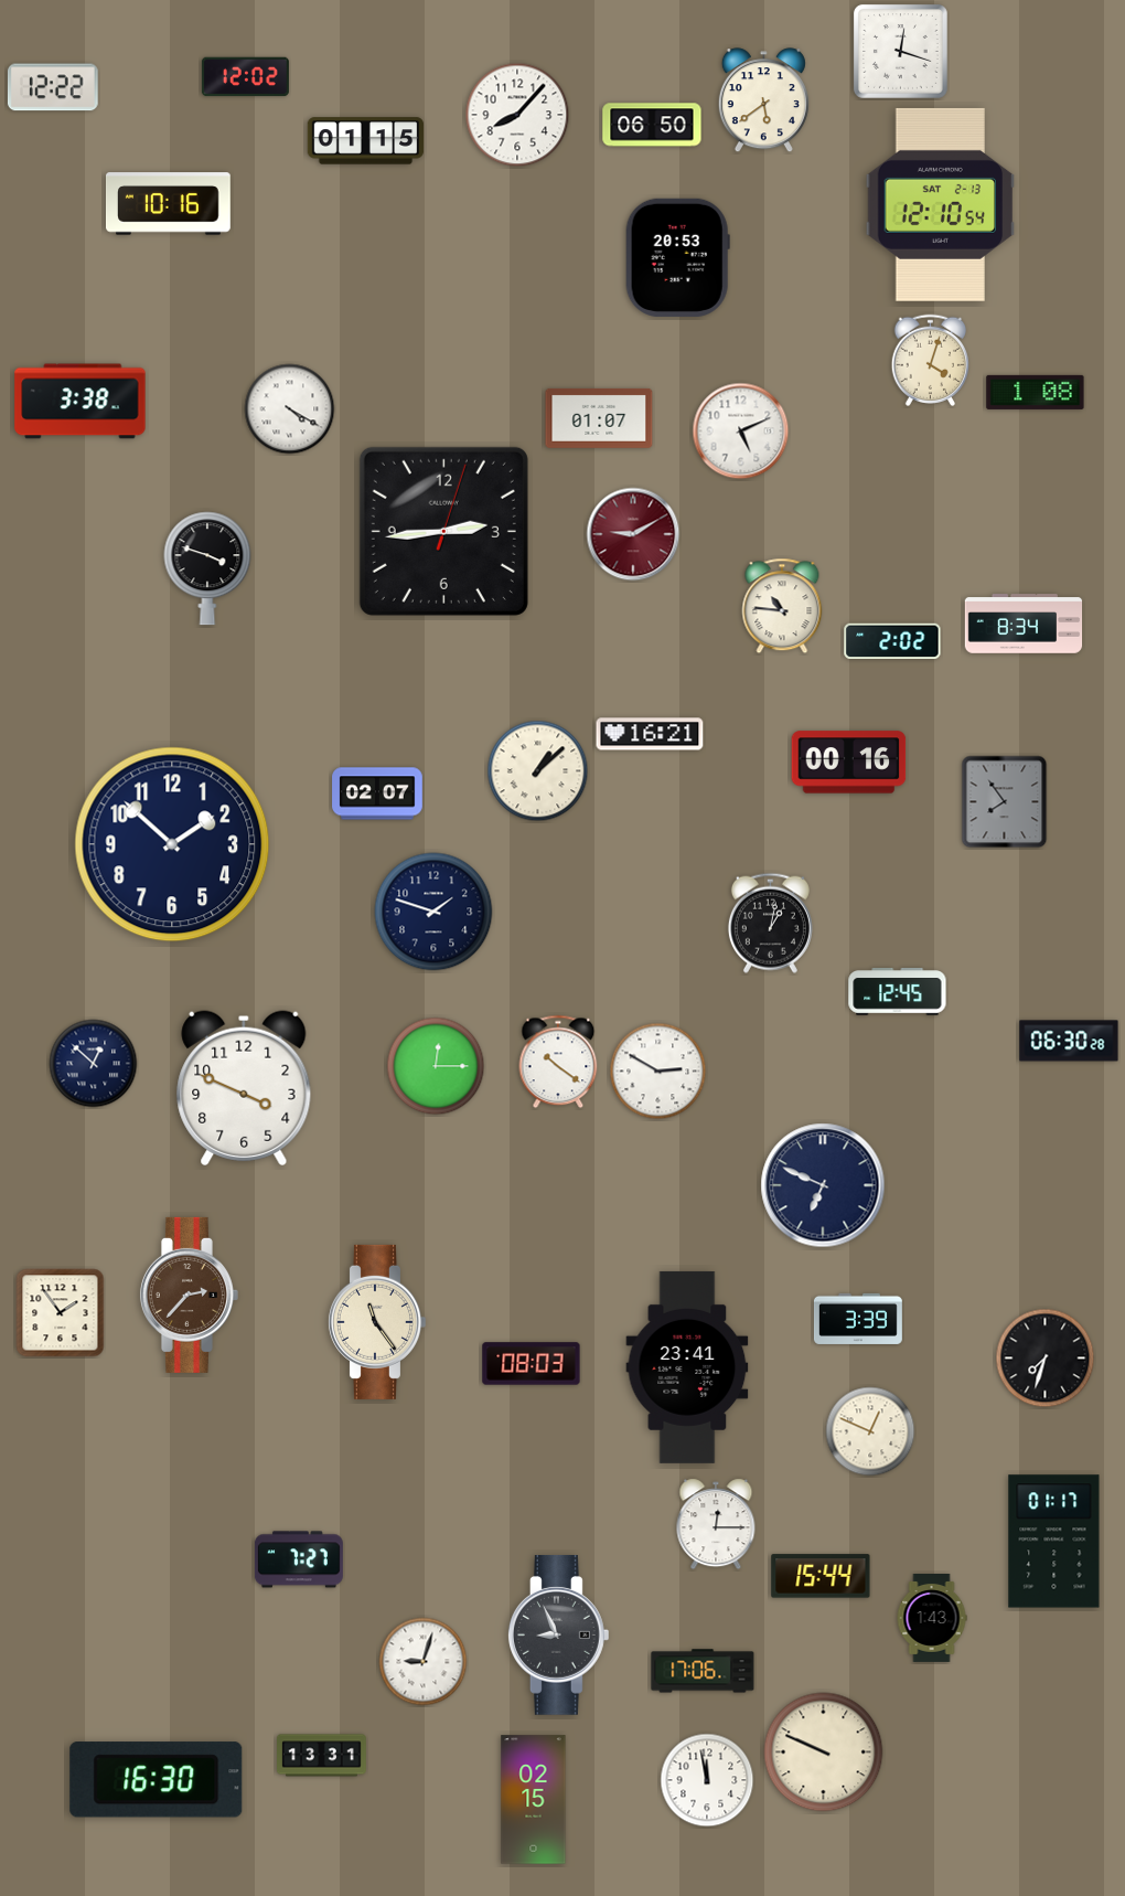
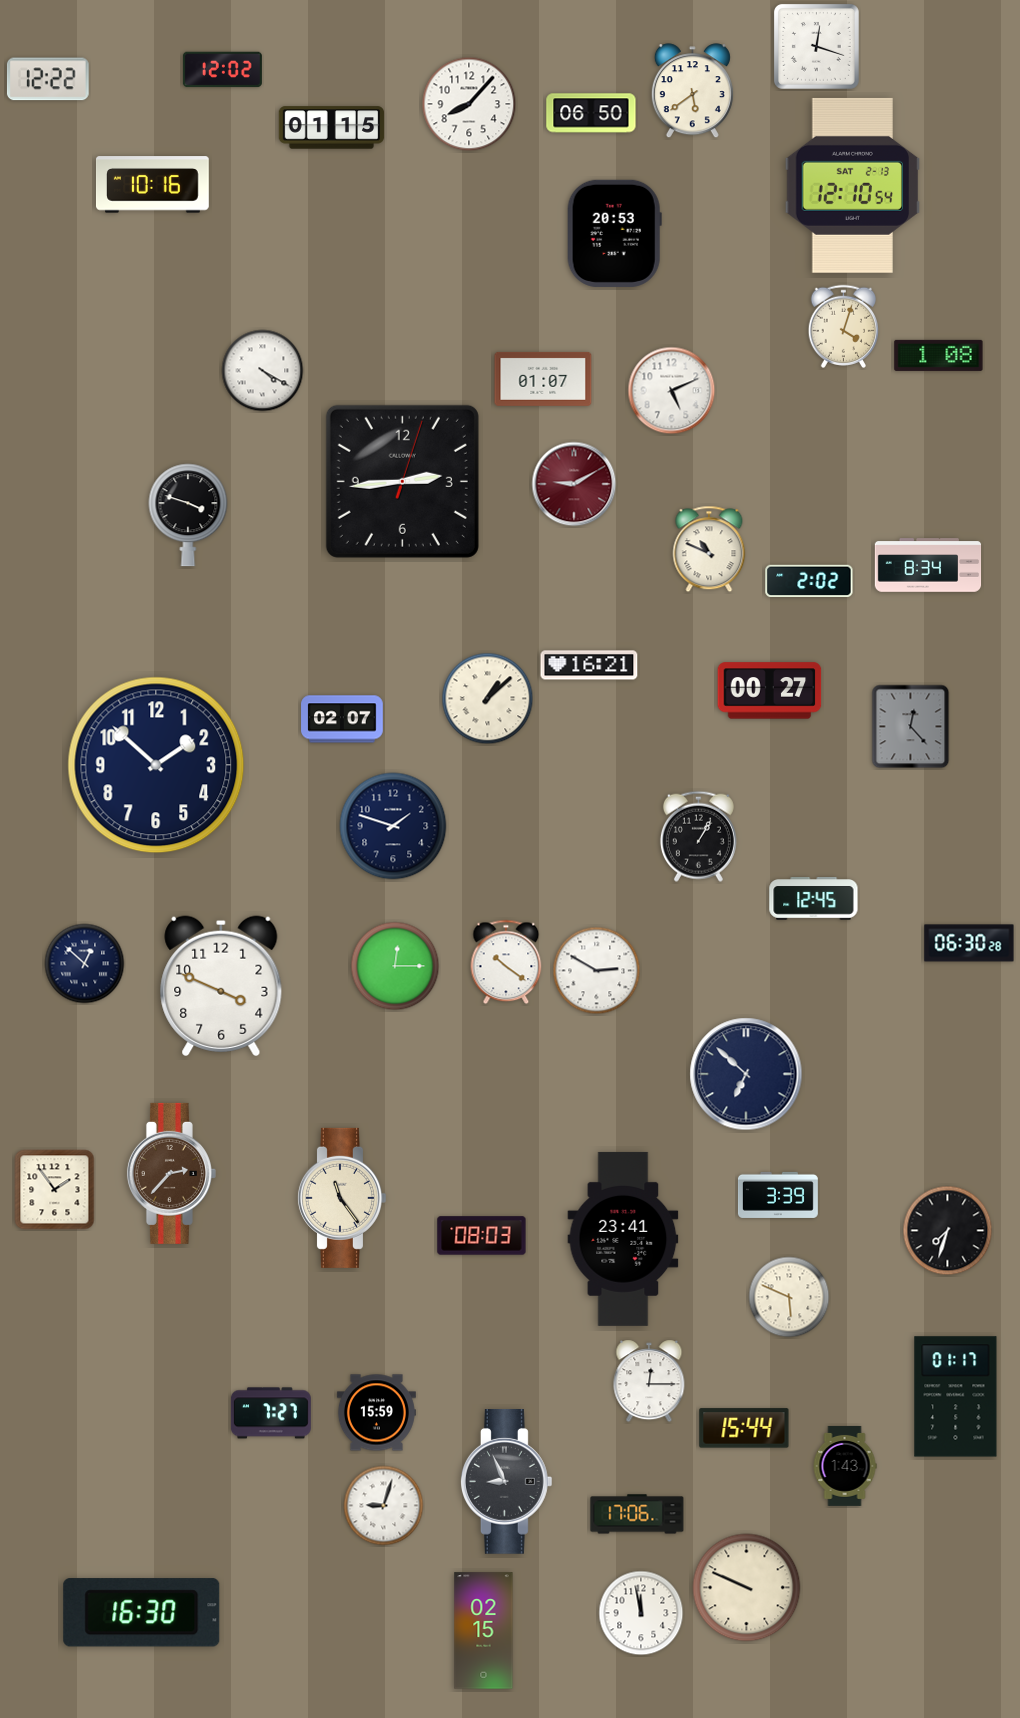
clock at (81, 402): 3:38 -> none
clock at (782, 606): 10:46 -> 10:49
clock at (849, 763): 00:16 -> 00:27
clock at (1005, 802): 7:54 -> 12:23
clock at (770, 923): 1:02 -> 1:05
clock at (823, 1185): 6:49 -> 6:52
clock at (870, 1431): 12:49 -> 5:49
clock at (376, 1413): none -> 15:59
clock at (322, 1756): 13:31 -> none
